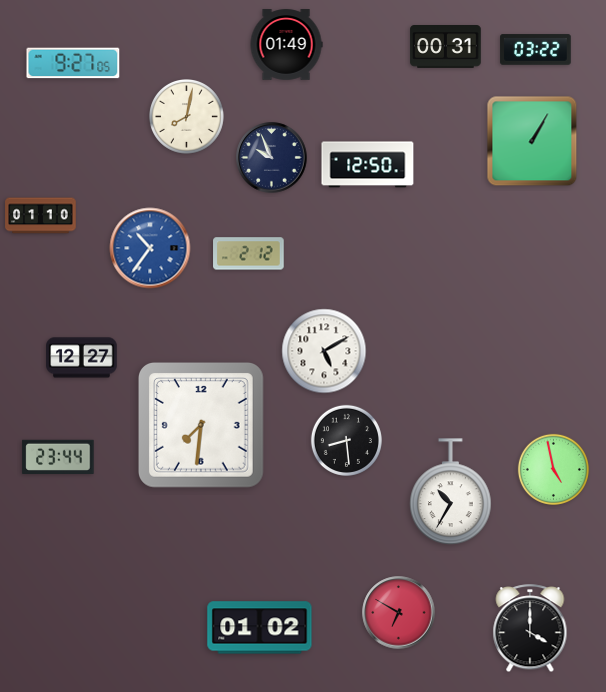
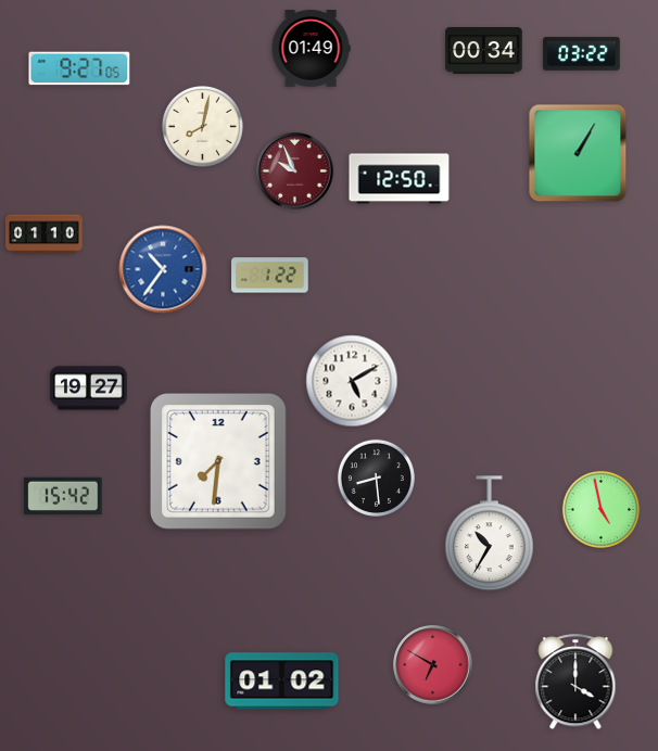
clock at (446, 47): 00:31 -> 00:34
clock at (272, 158) dial: navy -> burgundy
clock at (249, 254): 2:12 -> 1:22
clock at (82, 358): 12:27 -> 19:27
clock at (58, 456): 23:44 -> 15:42
